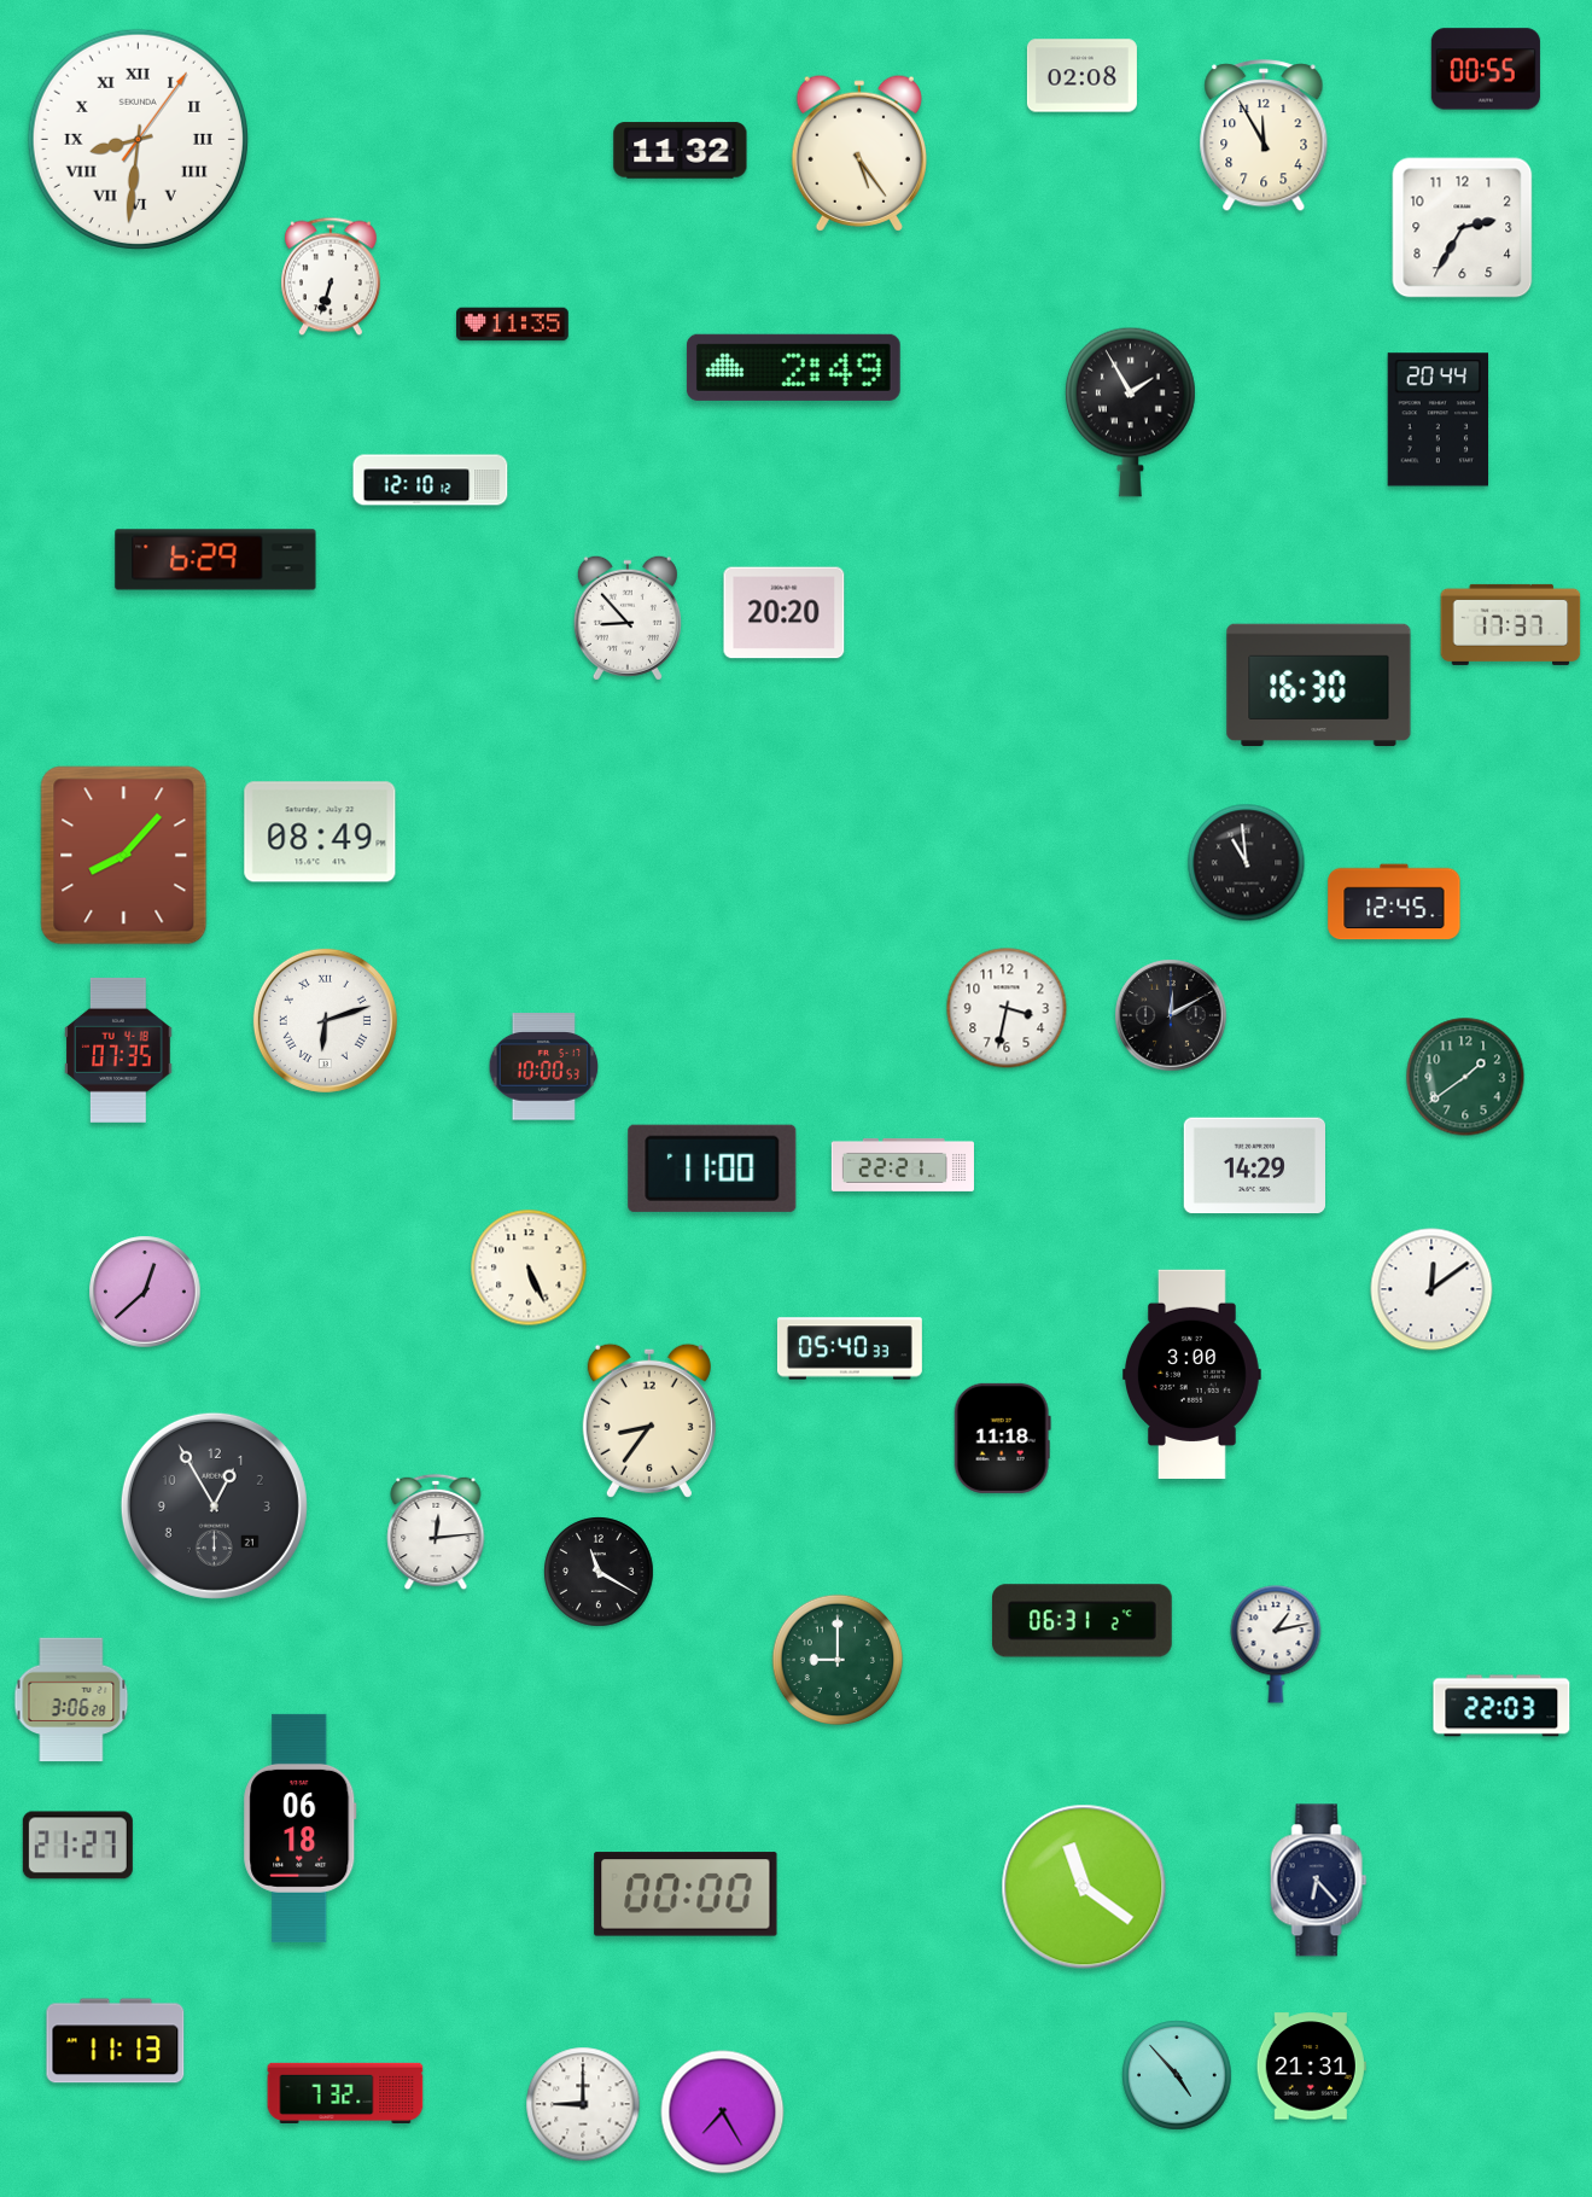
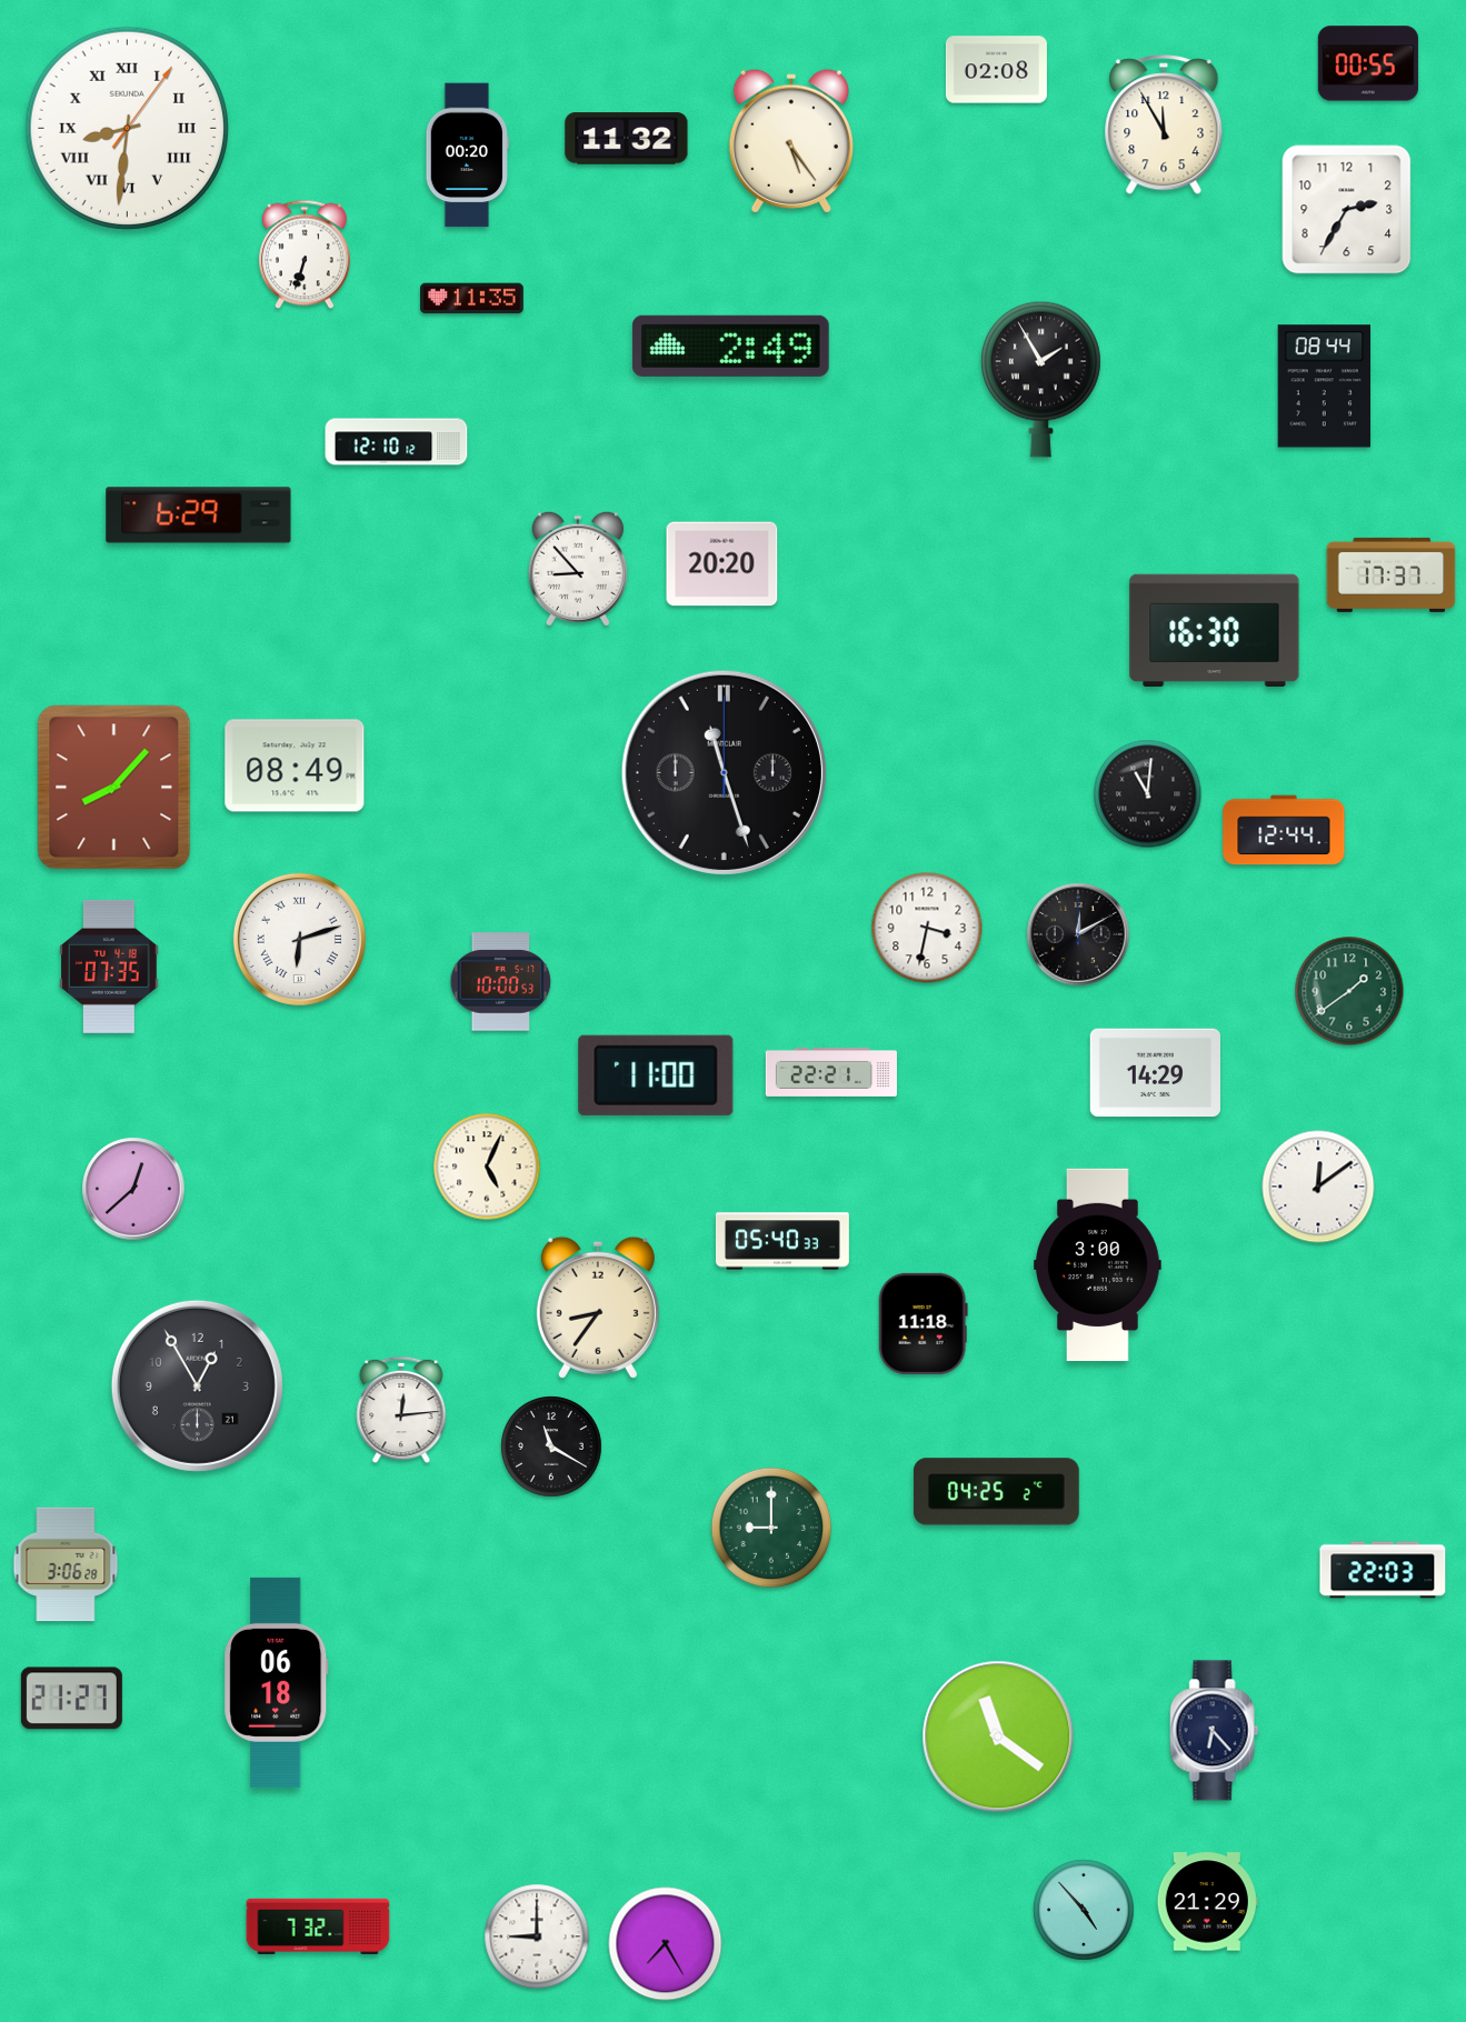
clock at (467, 156): none -> 00:20
clock at (793, 367) position: (793, 367) -> (730, 346)
clock at (1438, 420): 20:44 -> 08:44
clock at (724, 772): none -> 11:27
clock at (1247, 863): 10:59 -> 11:01
clock at (1394, 902): 12:45 -> 12:44
clock at (529, 1267): 5:26 -> 5:04
clock at (1081, 1621): 06:31 -> 04:25
clock at (1276, 1644): 1:13 -> none
clock at (686, 1894): 00:00 -> none
clock at (116, 2041): 11:13 -> none
clock at (1311, 2067): 21:31 -> 21:29
